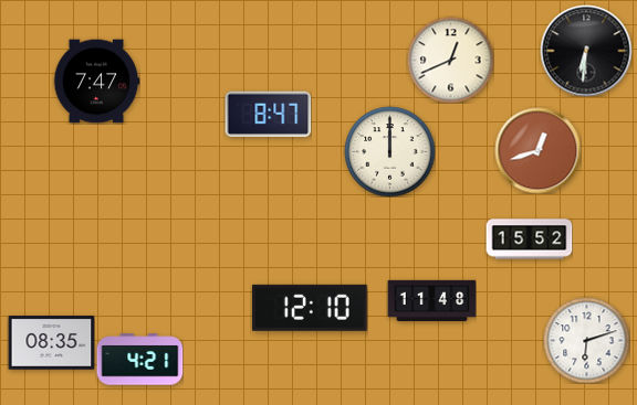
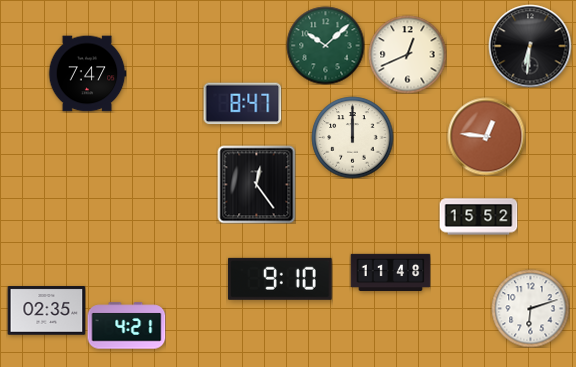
clock at (325, 45): none -> 10:08
clock at (537, 150): 12:42 -> 12:46
clock at (256, 184): none -> 12:24
clock at (310, 308): 12:10 -> 9:10
clock at (51, 343): 08:35 -> 02:35
